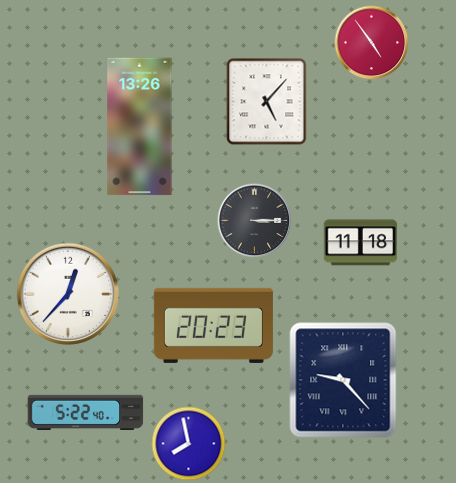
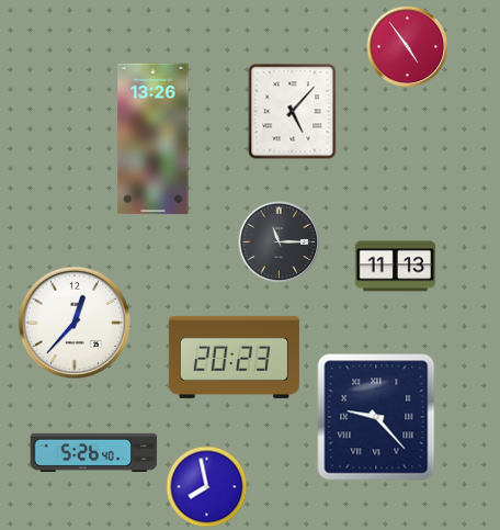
clock at (255, 221): 3:15 -> 11:15
clock at (361, 243): 11:18 -> 11:13
clock at (86, 412): 5:22 -> 5:26
